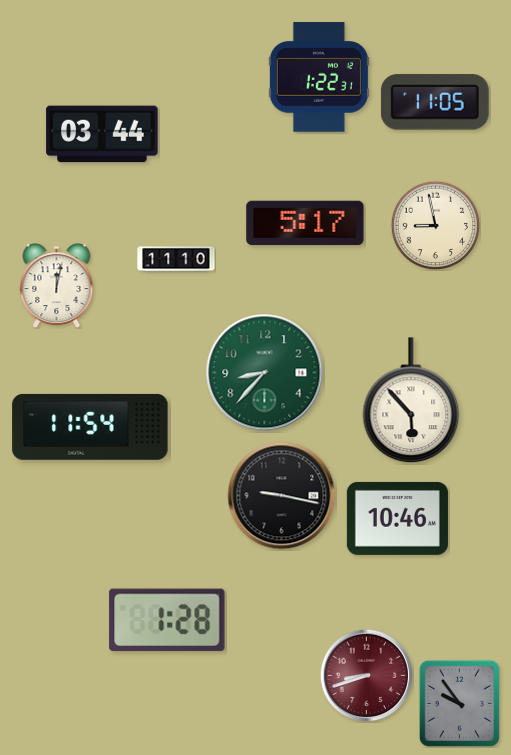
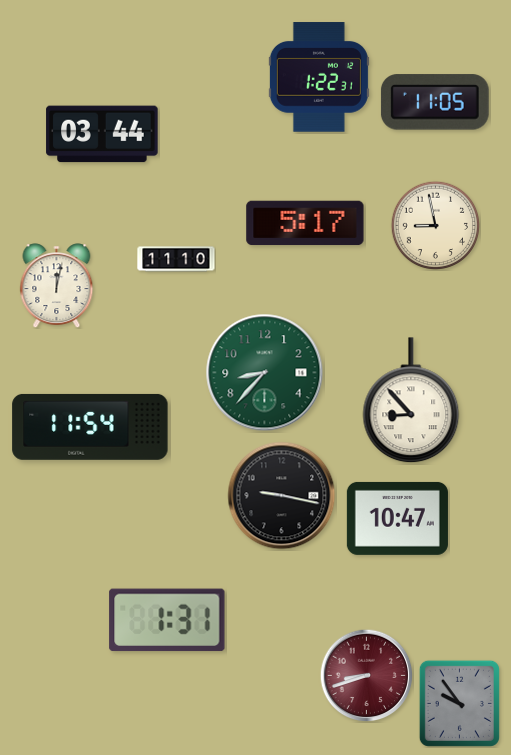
clock at (411, 401): 5:53 -> 8:53
clock at (397, 518): 10:46 -> 10:47
clock at (167, 620): 1:28 -> 1:31
